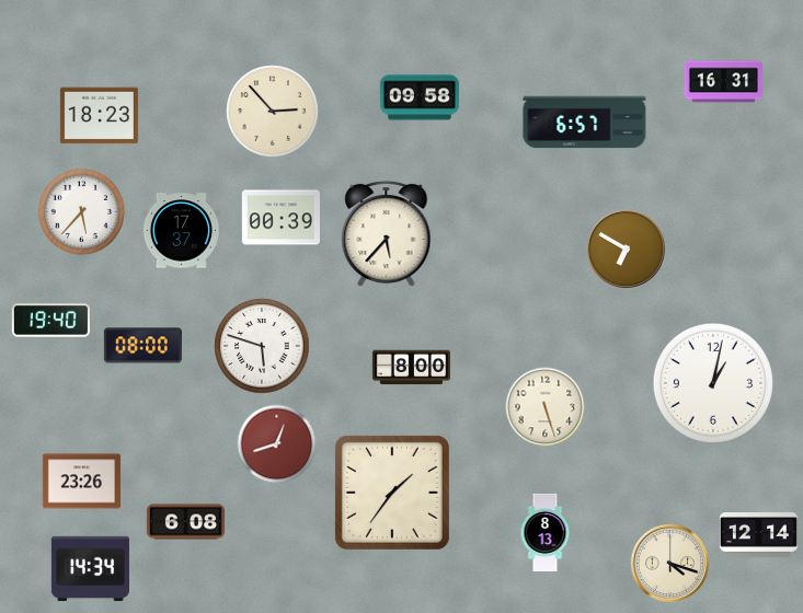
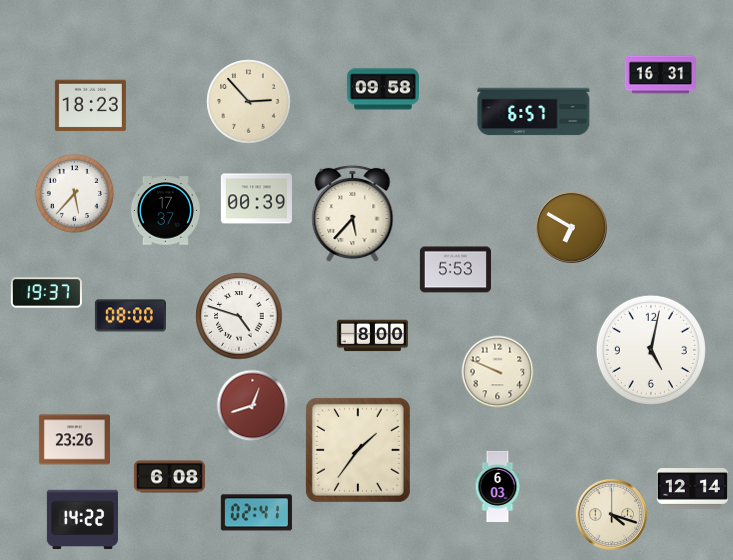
clock at (455, 270): none -> 5:53
clock at (50, 321): 19:40 -> 19:37
clock at (262, 346): 5:48 -> 4:48
clock at (411, 368) position: (411, 368) -> (372, 336)
clock at (713, 383): 1:02 -> 5:02
clock at (546, 407): 5:27 -> 9:49
clock at (546, 532): 8:13 -> 6:03
clock at (256, 513): none -> 02:41
clock at (90, 569): 14:34 -> 14:22
